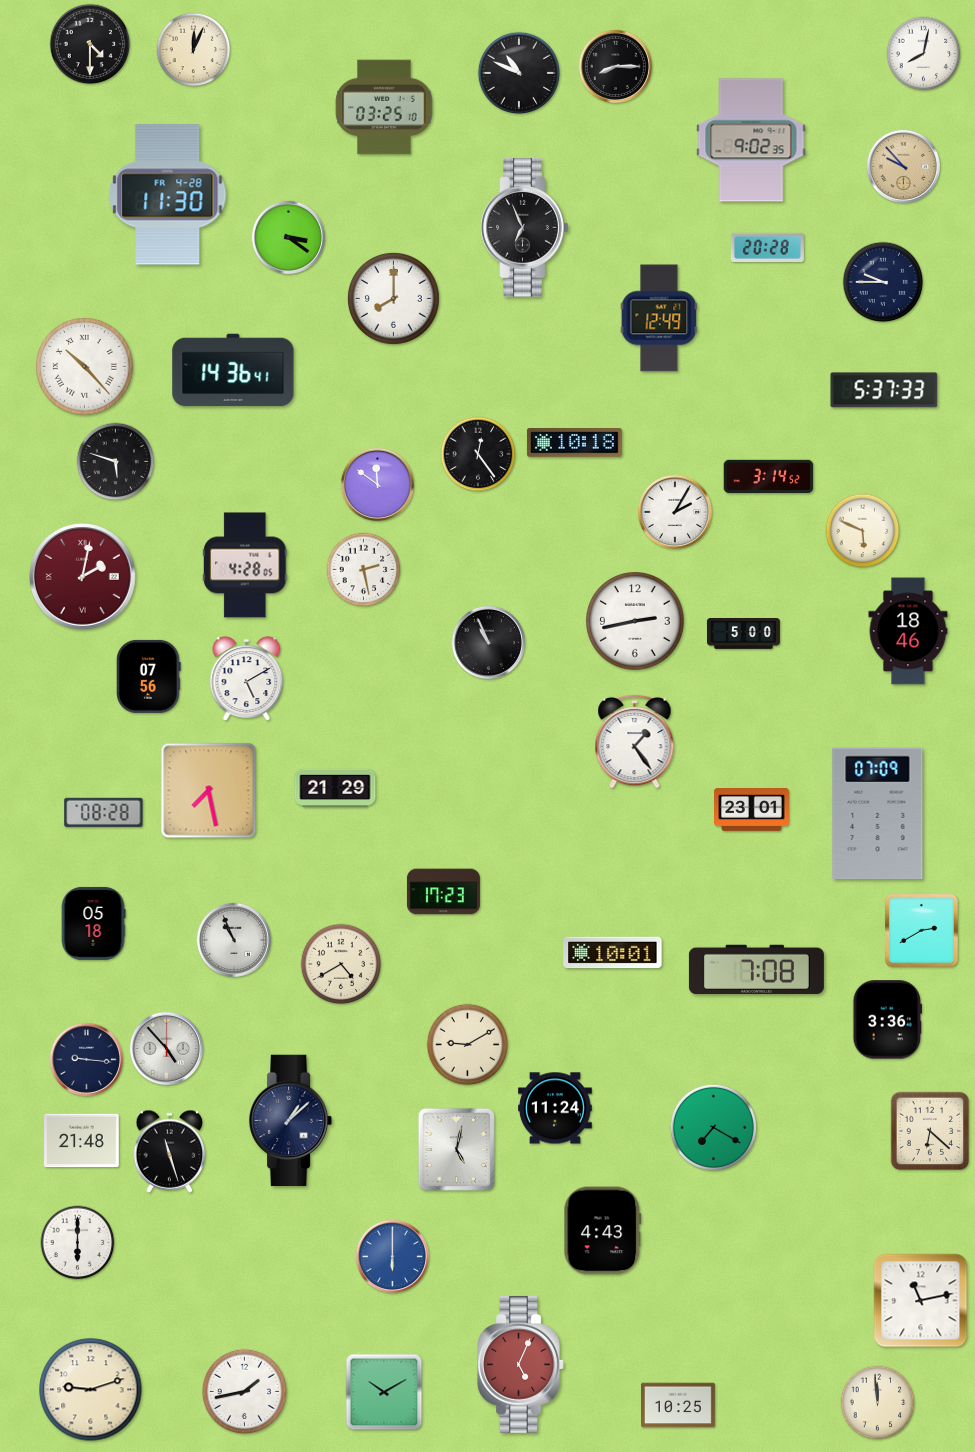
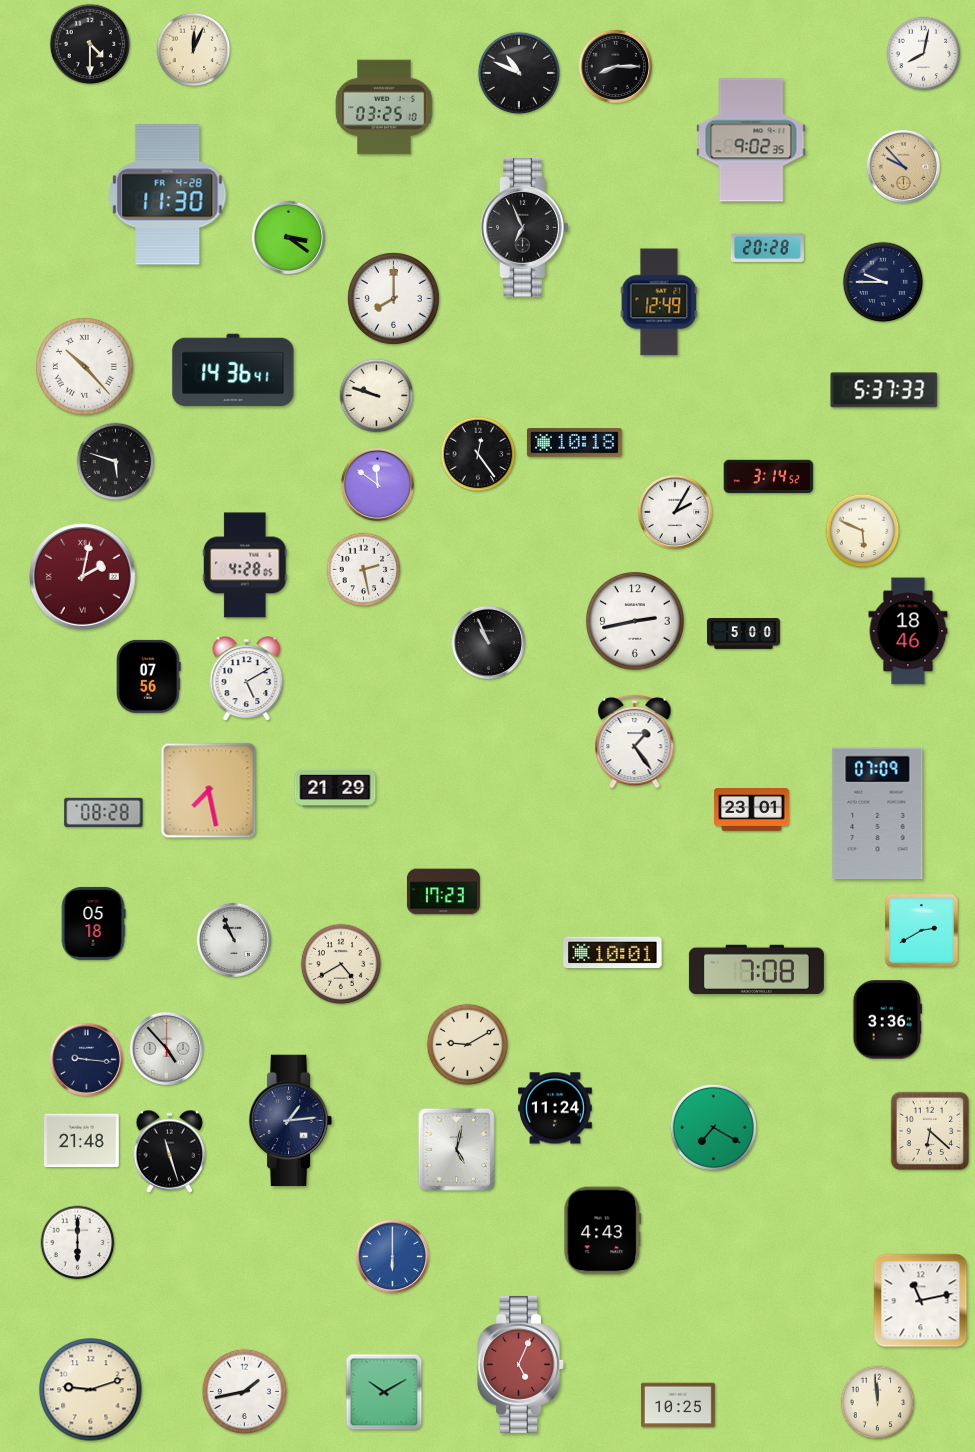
clock at (659, 318) position: (659, 318) -> (659, 302)
clock at (377, 396): none -> 9:48
clock at (291, 1121): 1:08 -> 1:14
